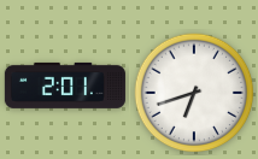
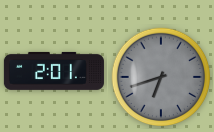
clock at (194, 93) dial: white -> grey
